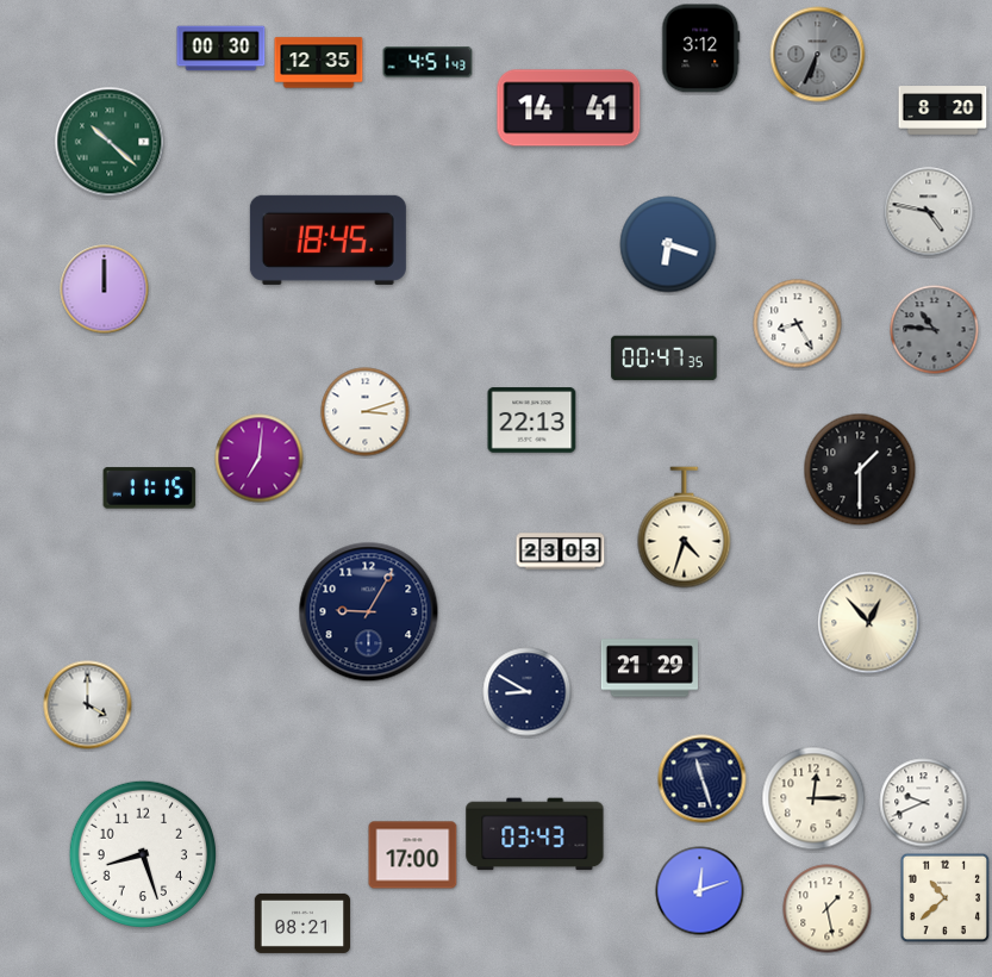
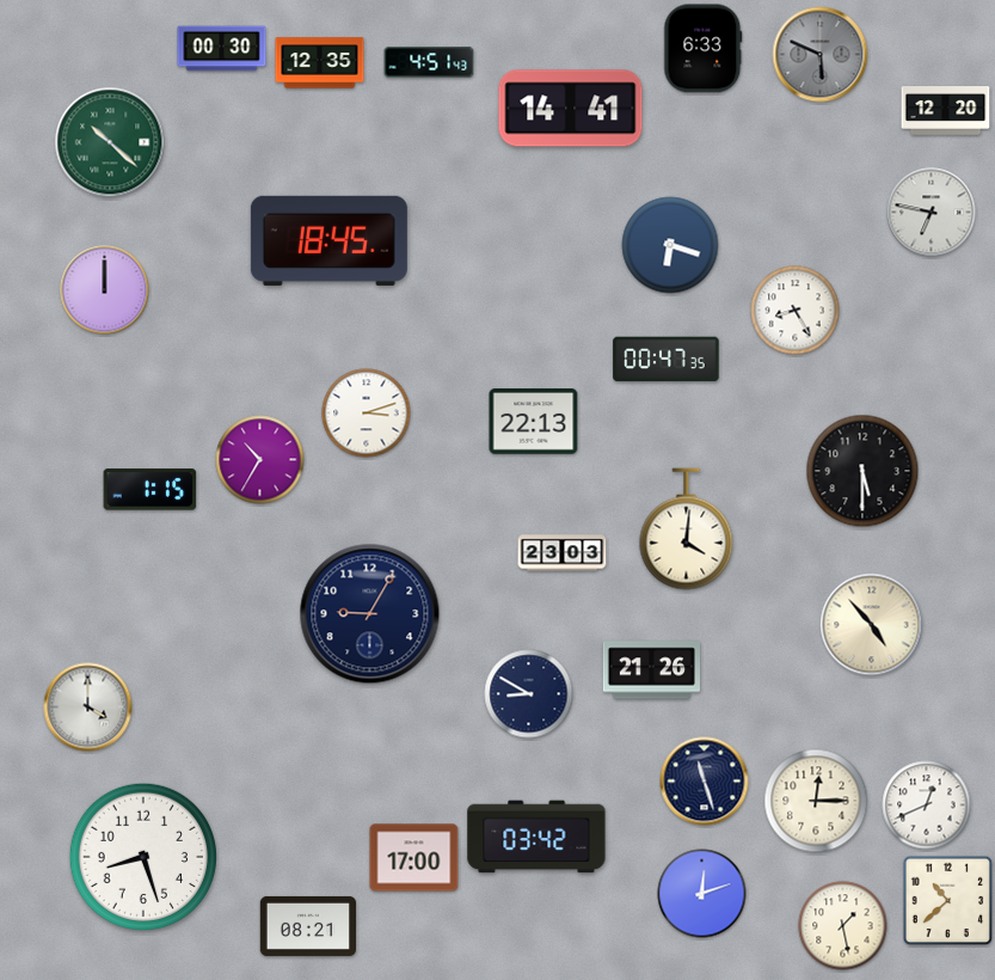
clock at (701, 49): 3:12 -> 6:33
clock at (818, 55): 6:34 -> 5:49
clock at (943, 111): 8:20 -> 12:20
clock at (929, 212): 4:47 -> 6:47
clock at (798, 324) position: (798, 324) -> (796, 311)
clock at (935, 330): 10:46 -> none
clock at (260, 459): 7:01 -> 10:35
clock at (860, 469): 1:30 -> 5:30
clock at (150, 488): 11:15 -> 1:15
clock at (685, 528): 4:33 -> 4:01
clock at (869, 623): 12:53 -> 4:53
clock at (649, 668): 21:29 -> 21:26
clock at (924, 803): 9:41 -> 12:41
clock at (535, 834): 03:43 -> 03:42
clock at (828, 909) position: (828, 909) -> (843, 926)
clock at (302, 923) position: (302, 923) -> (308, 926)
